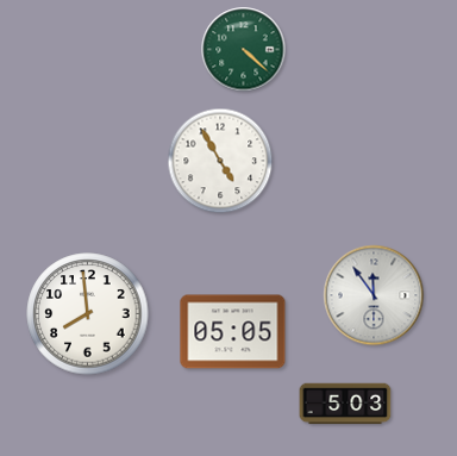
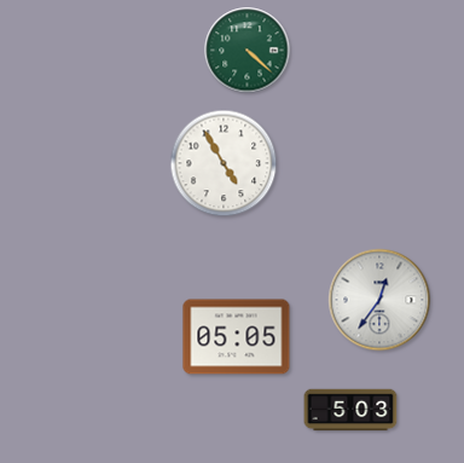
clock at (374, 295): 11:54 -> 12:36
clock at (88, 314): 7:59 -> none
